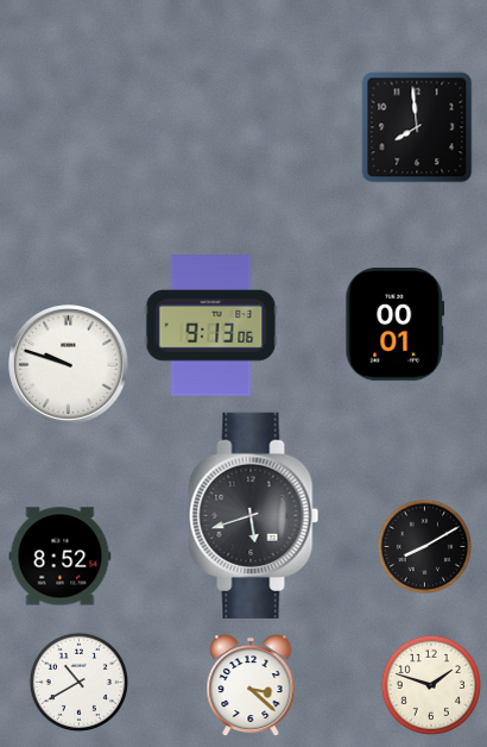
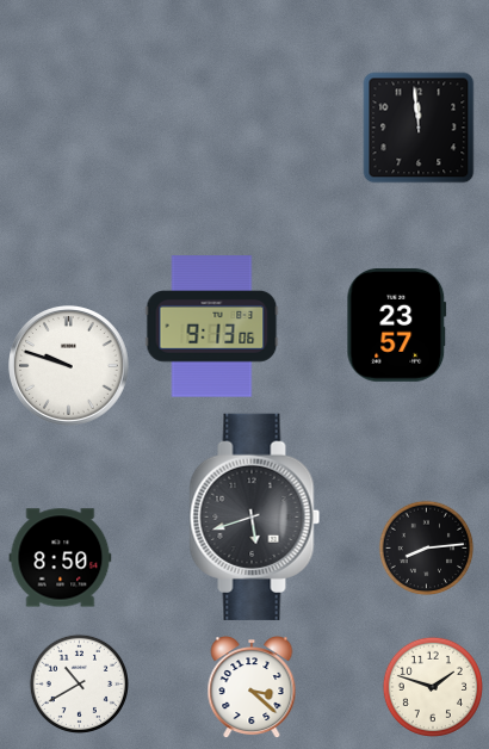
clock at (417, 127): 7:59 -> 11:59
clock at (396, 324): 00:01 -> 23:57
clock at (425, 547): 8:10 -> 8:14
clock at (61, 557): 8:52 -> 8:50
